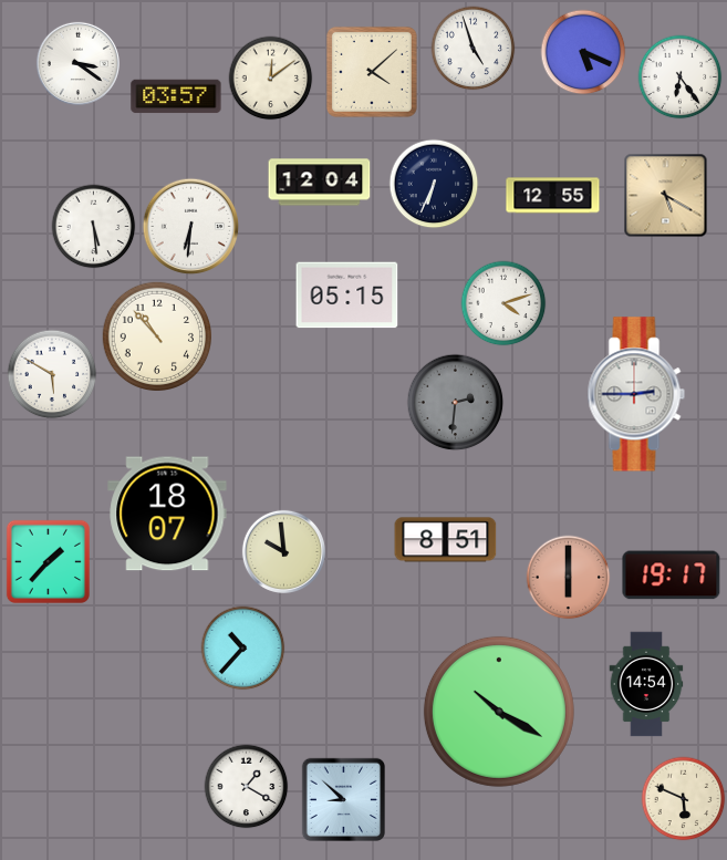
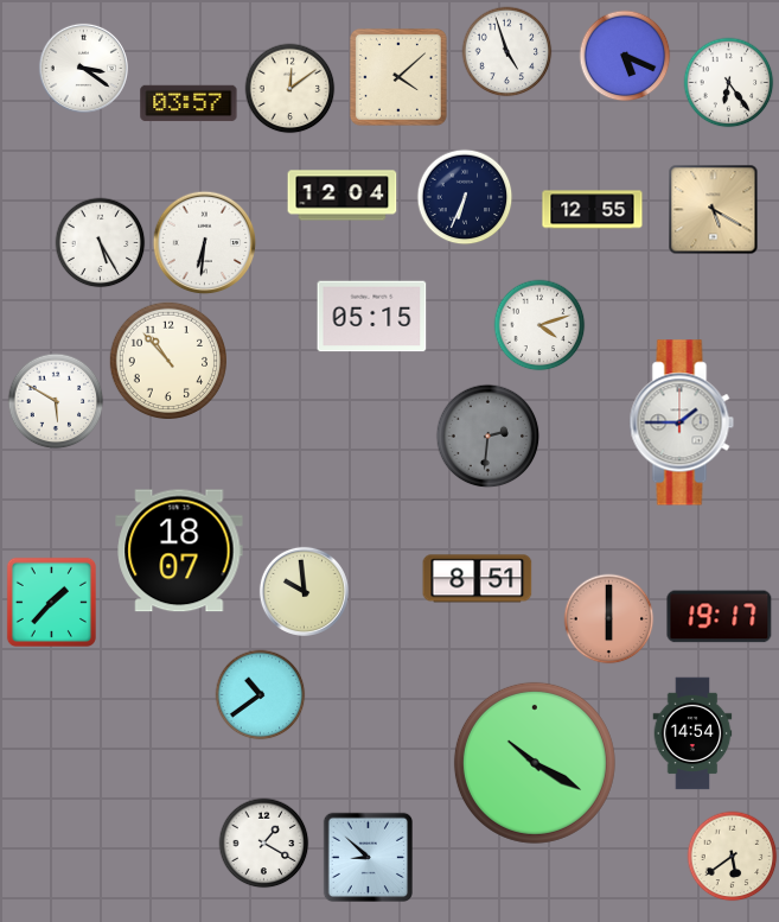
clock at (271, 79) position: (271, 79) -> (290, 89)
clock at (94, 227): 5:29 -> 5:25
clock at (636, 394): 2:45 -> 1:45
clock at (456, 403) position: (456, 403) -> (489, 437)
clock at (243, 649): 10:37 -> 10:39
clock at (684, 799): 5:49 -> 5:39
